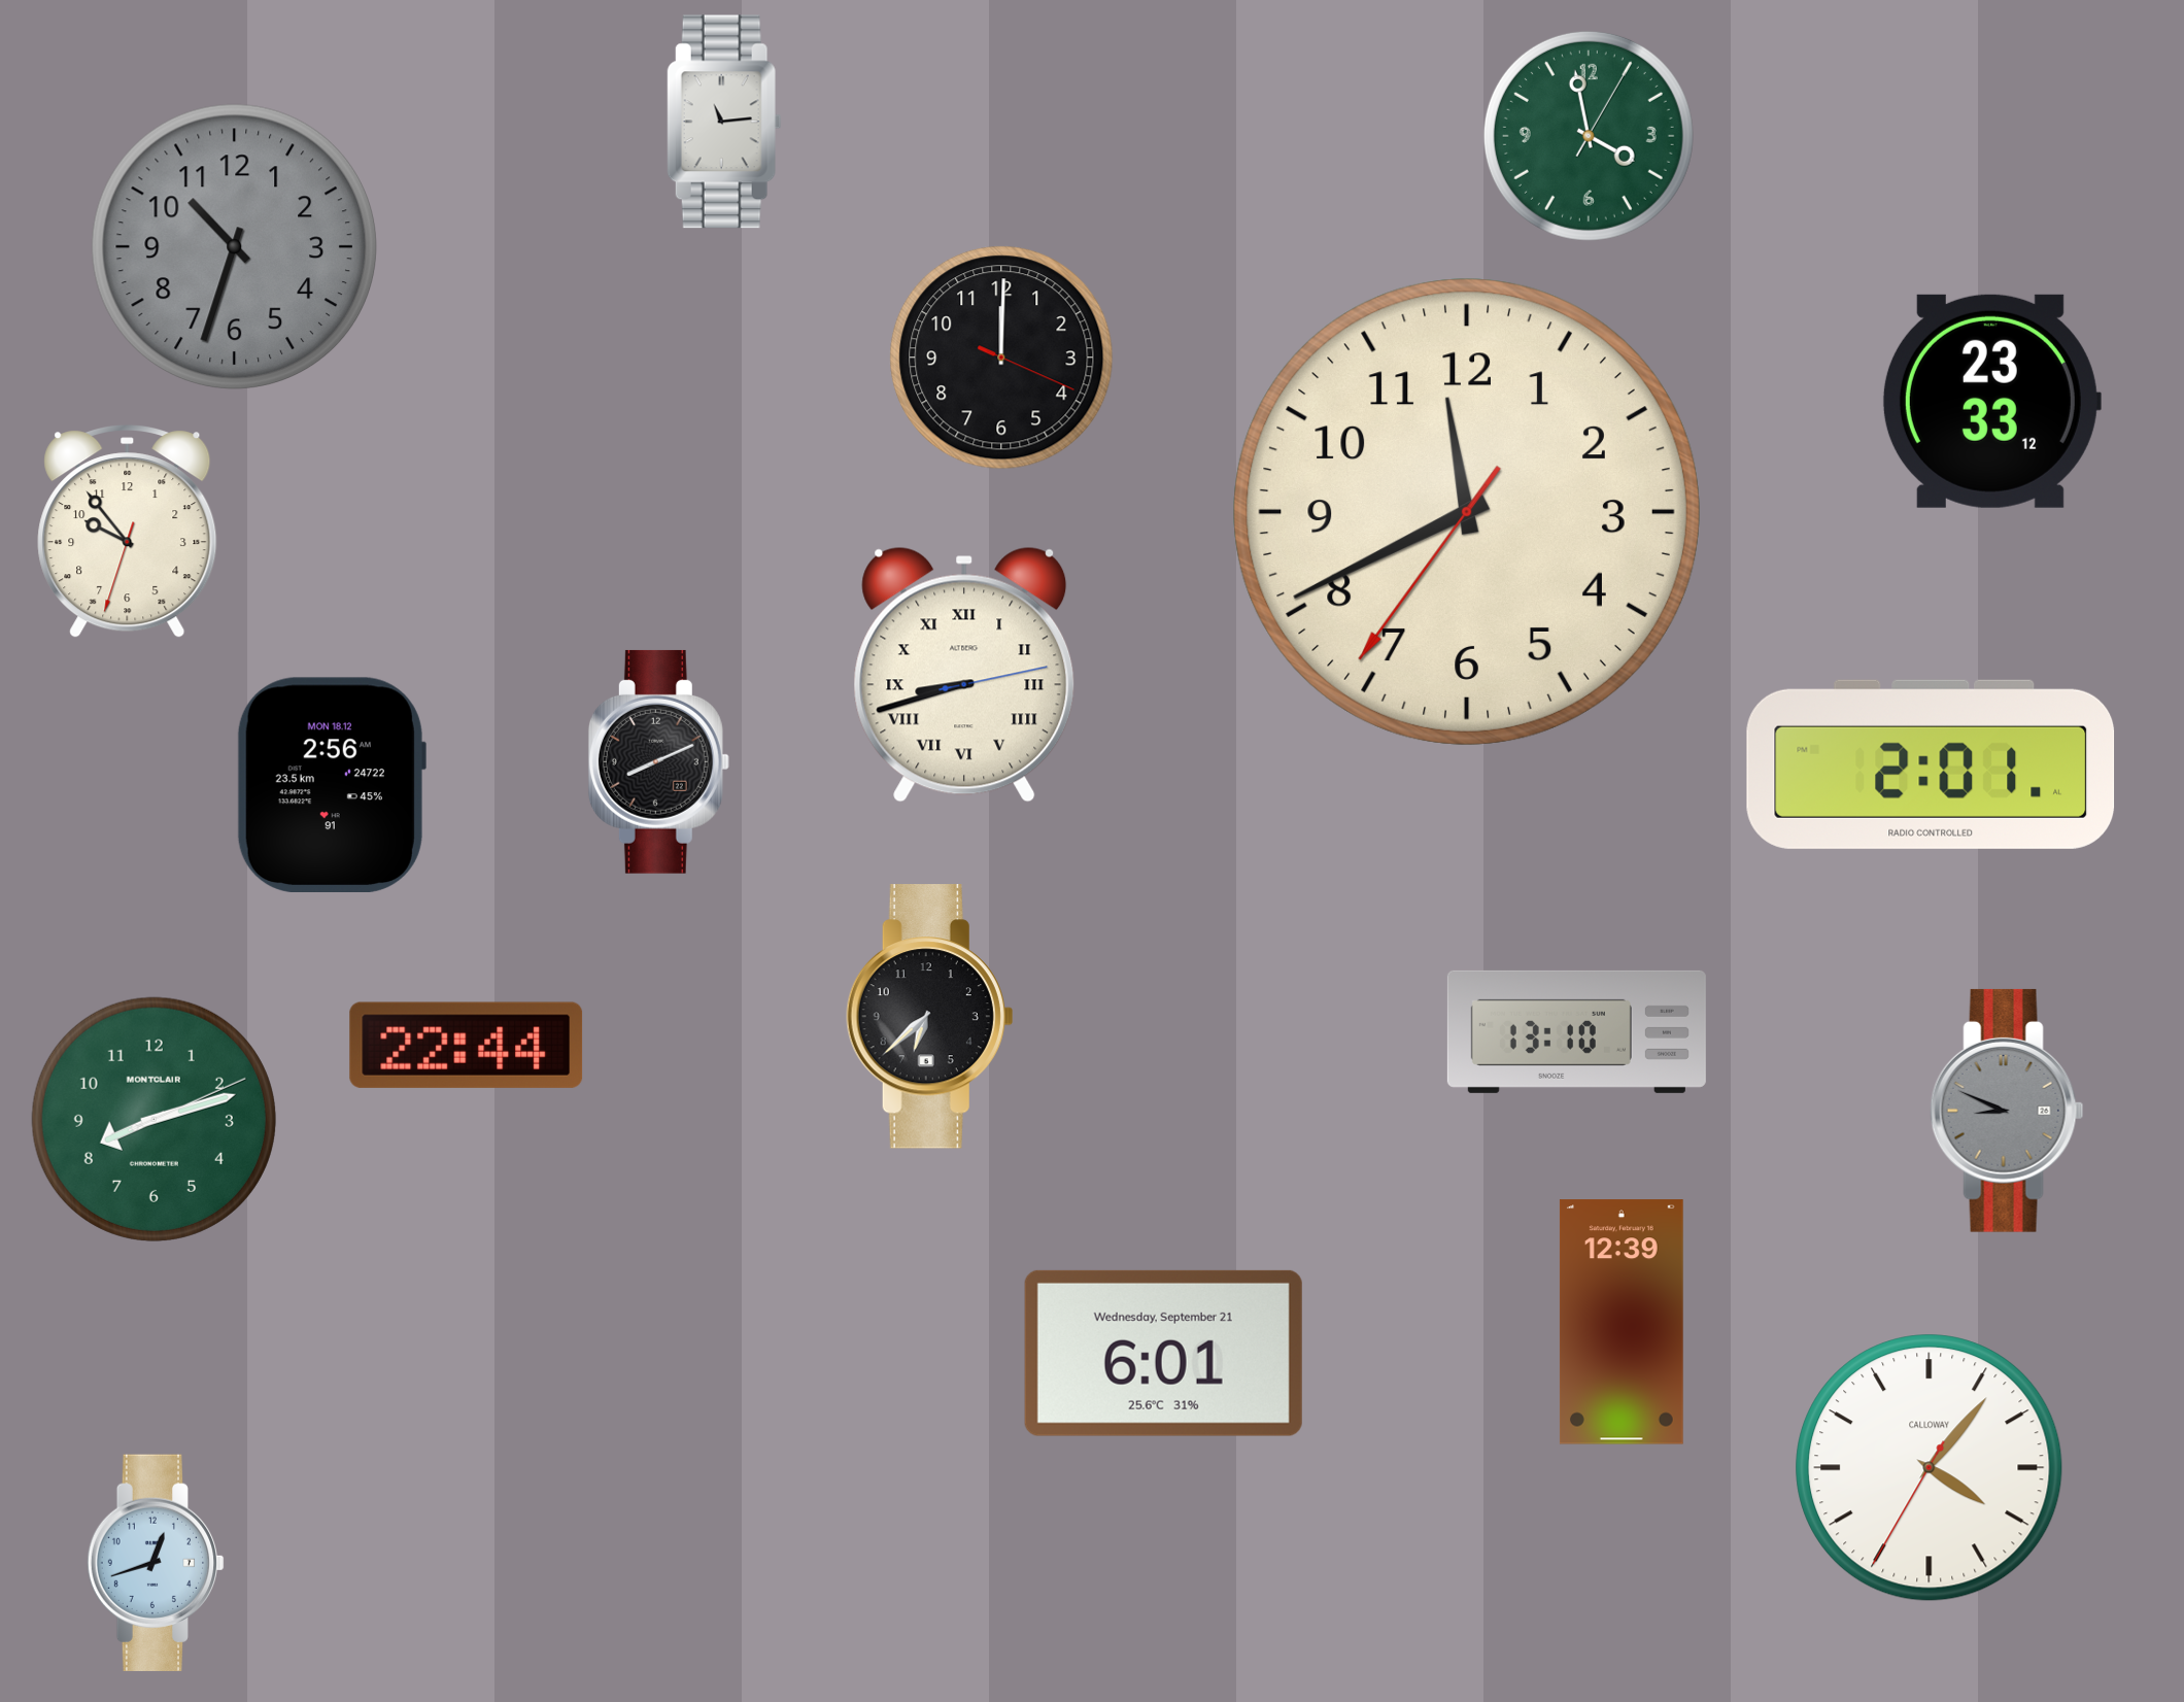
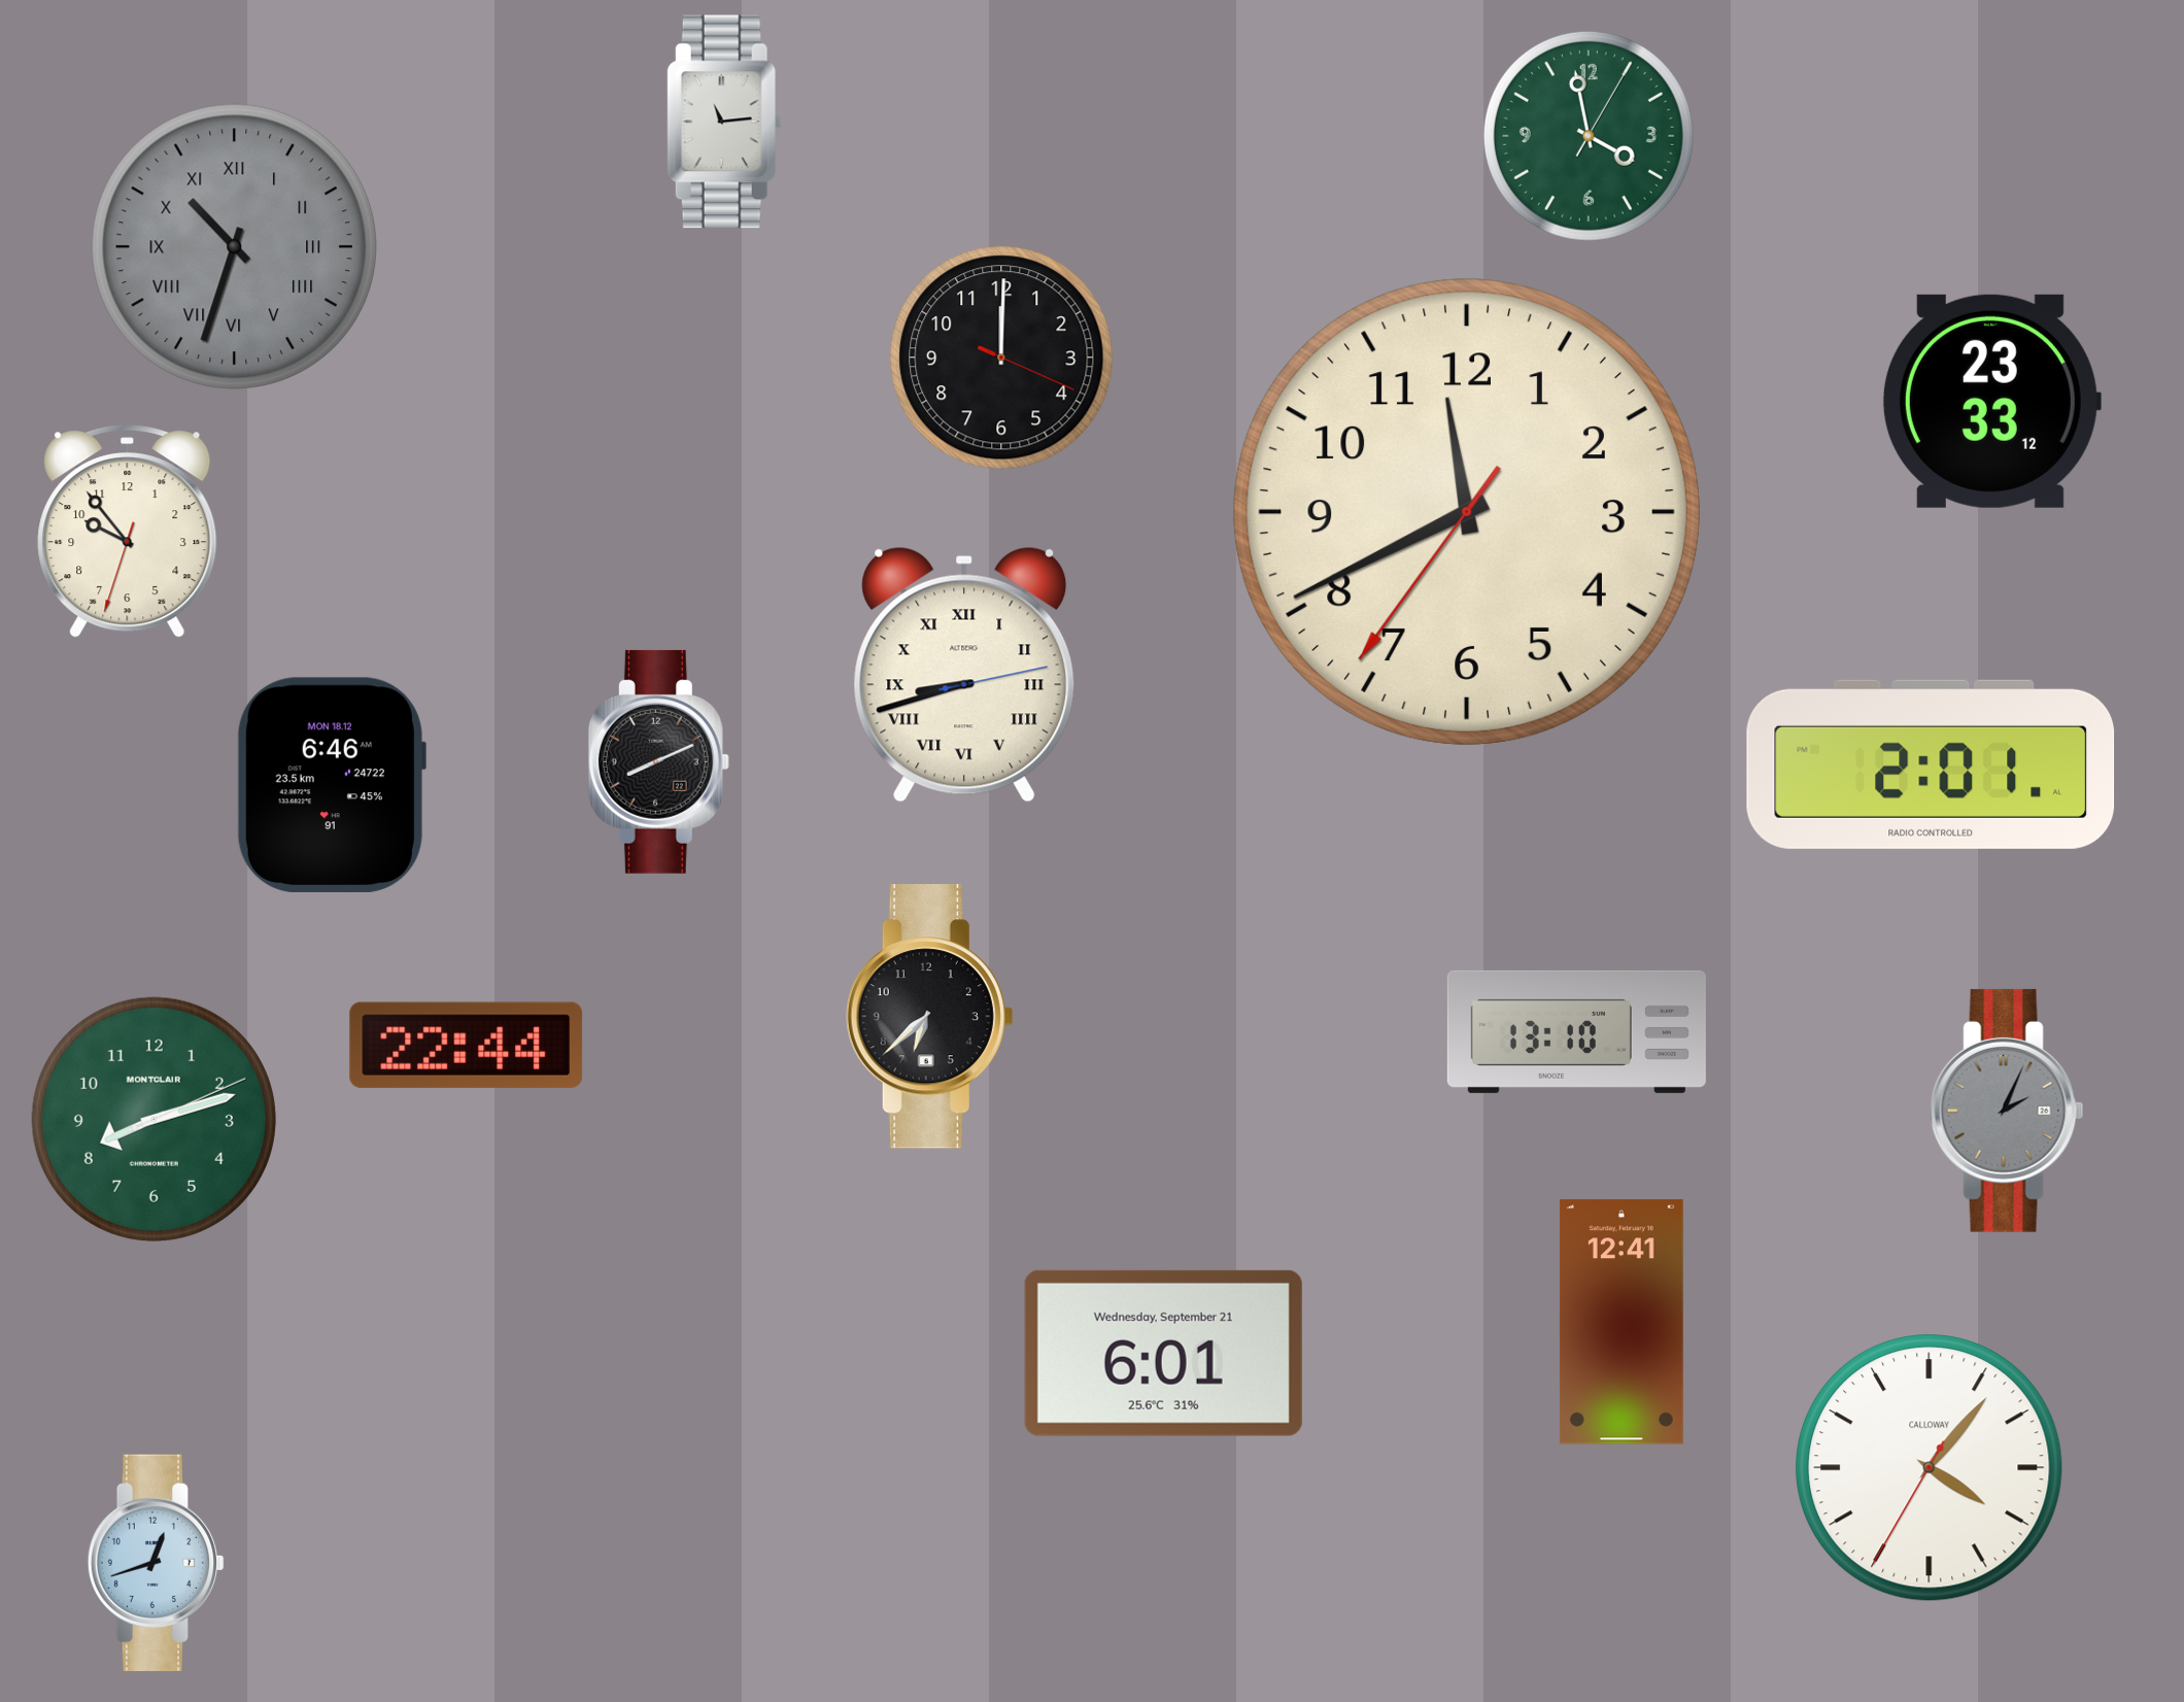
clock at (234, 246) numerals: Arabic -> Roman
clock at (331, 784): 2:56 -> 6:46
clock at (2007, 1111): 8:49 -> 2:04
clock at (1622, 1322): 12:39 -> 12:41
